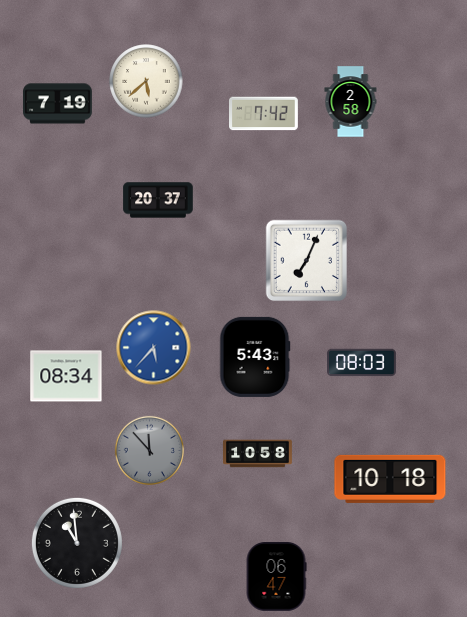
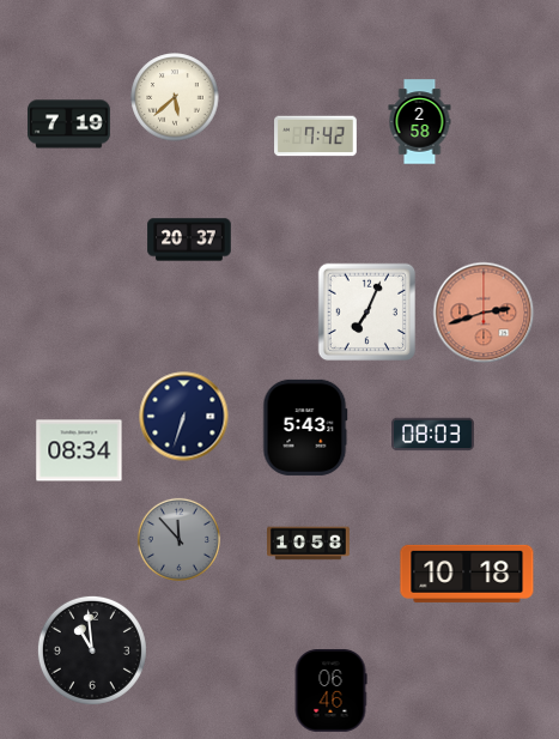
clock at (484, 313): none -> 2:42
clock at (154, 348): 5:37 -> 6:33
clock at (154, 348) dial: blue -> navy
clock at (276, 577): 06:47 -> 06:46
